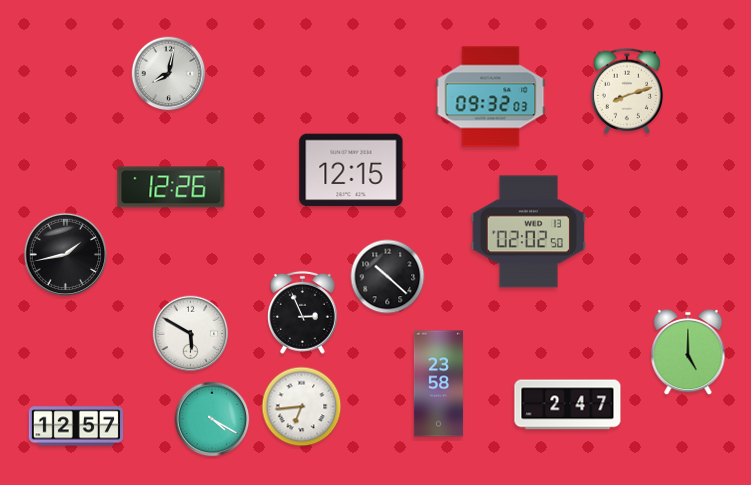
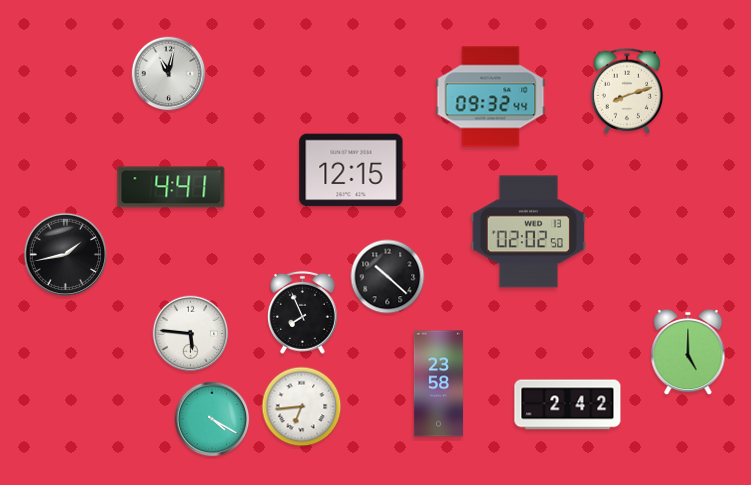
clock at (169, 74): 8:02 -> 11:02
clock at (491, 97): 09:32:03 -> 09:32:44
clock at (171, 187): 12:26 -> 4:41
clock at (302, 312): 2:56 -> 7:56
clock at (191, 334): 5:50 -> 5:46
clock at (568, 405): 2:47 -> 2:42
clock at (75, 426): 12:57 -> none
